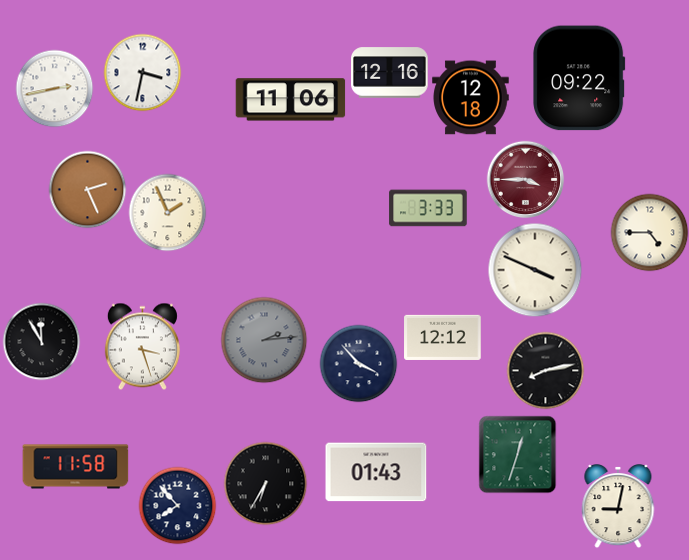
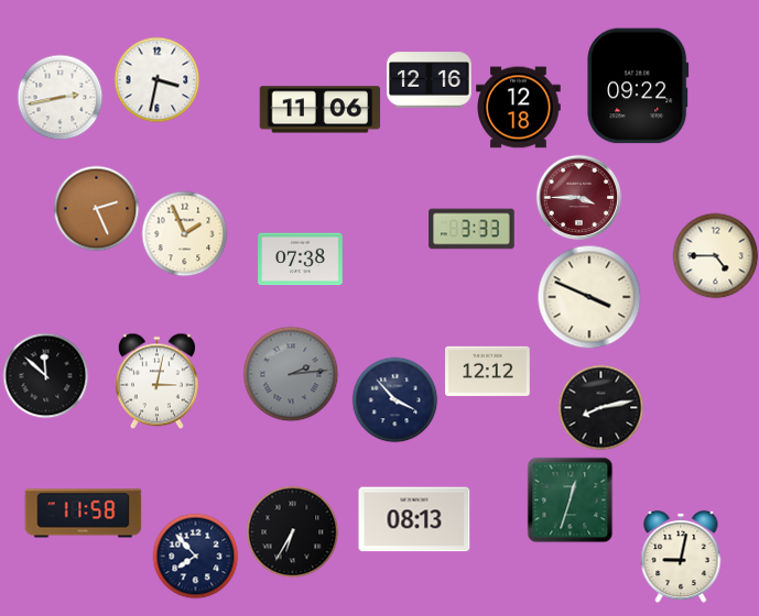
clock at (301, 260): none -> 07:38
clock at (41, 341): 11:55 -> 11:52
clock at (142, 346): 3:27 -> 3:02
clock at (376, 472): 01:43 -> 08:13
